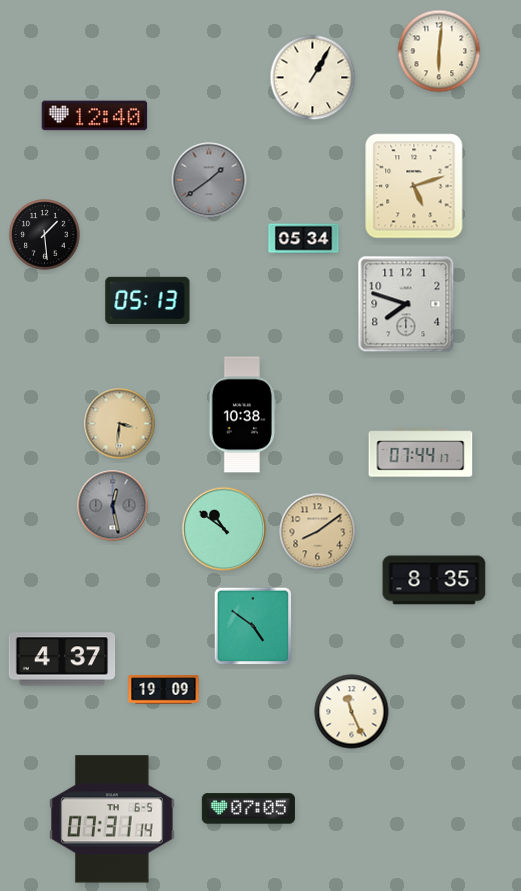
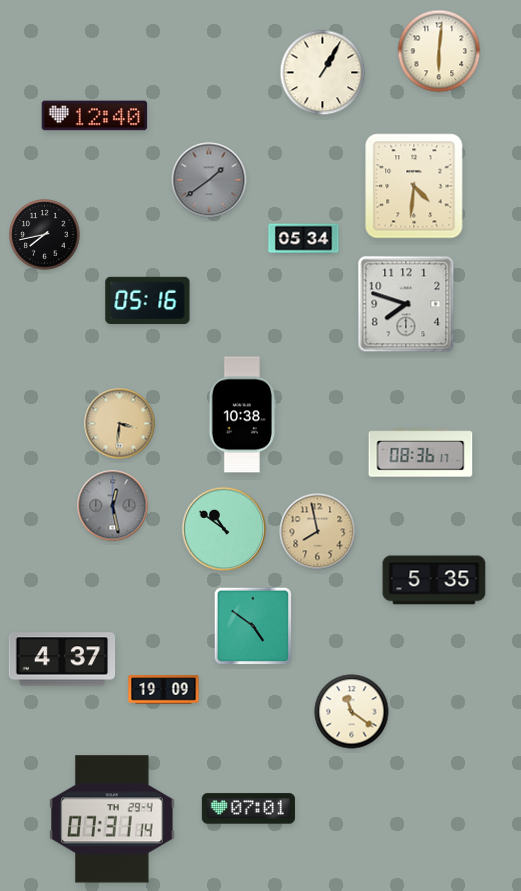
clock at (313, 78) position: (313, 78) -> (323, 73)
clock at (414, 186): 5:12 -> 4:31
clock at (45, 235): 1:29 -> 7:43
clock at (148, 300): 05:13 -> 05:16
clock at (421, 453): 07:44 -> 08:36
clock at (318, 532): 8:09 -> 7:58
clock at (434, 580): 8:35 -> 5:35
clock at (352, 712): 11:26 -> 11:21
clock at (248, 809): 07:05 -> 07:01
clock at (112, 819) date: TH 6-5 -> TH 29-4
